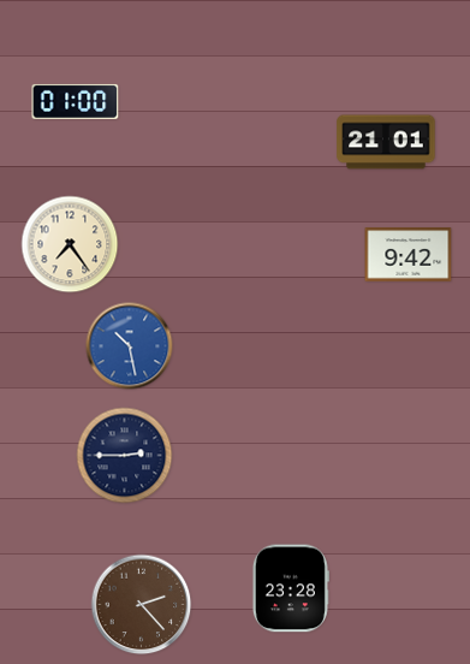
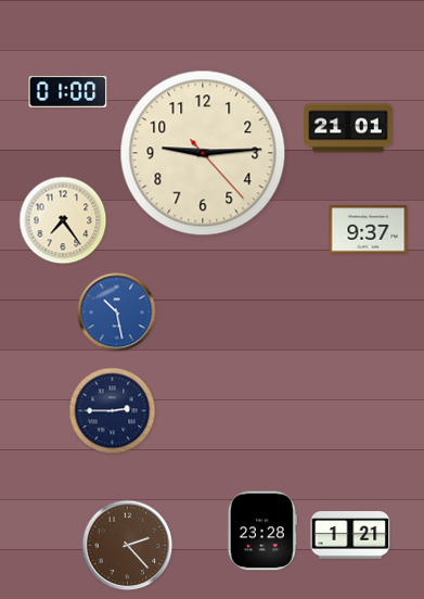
clock at (203, 153): none -> 9:14
clock at (409, 255): 9:42 -> 9:37
clock at (350, 536): none -> 1:21
